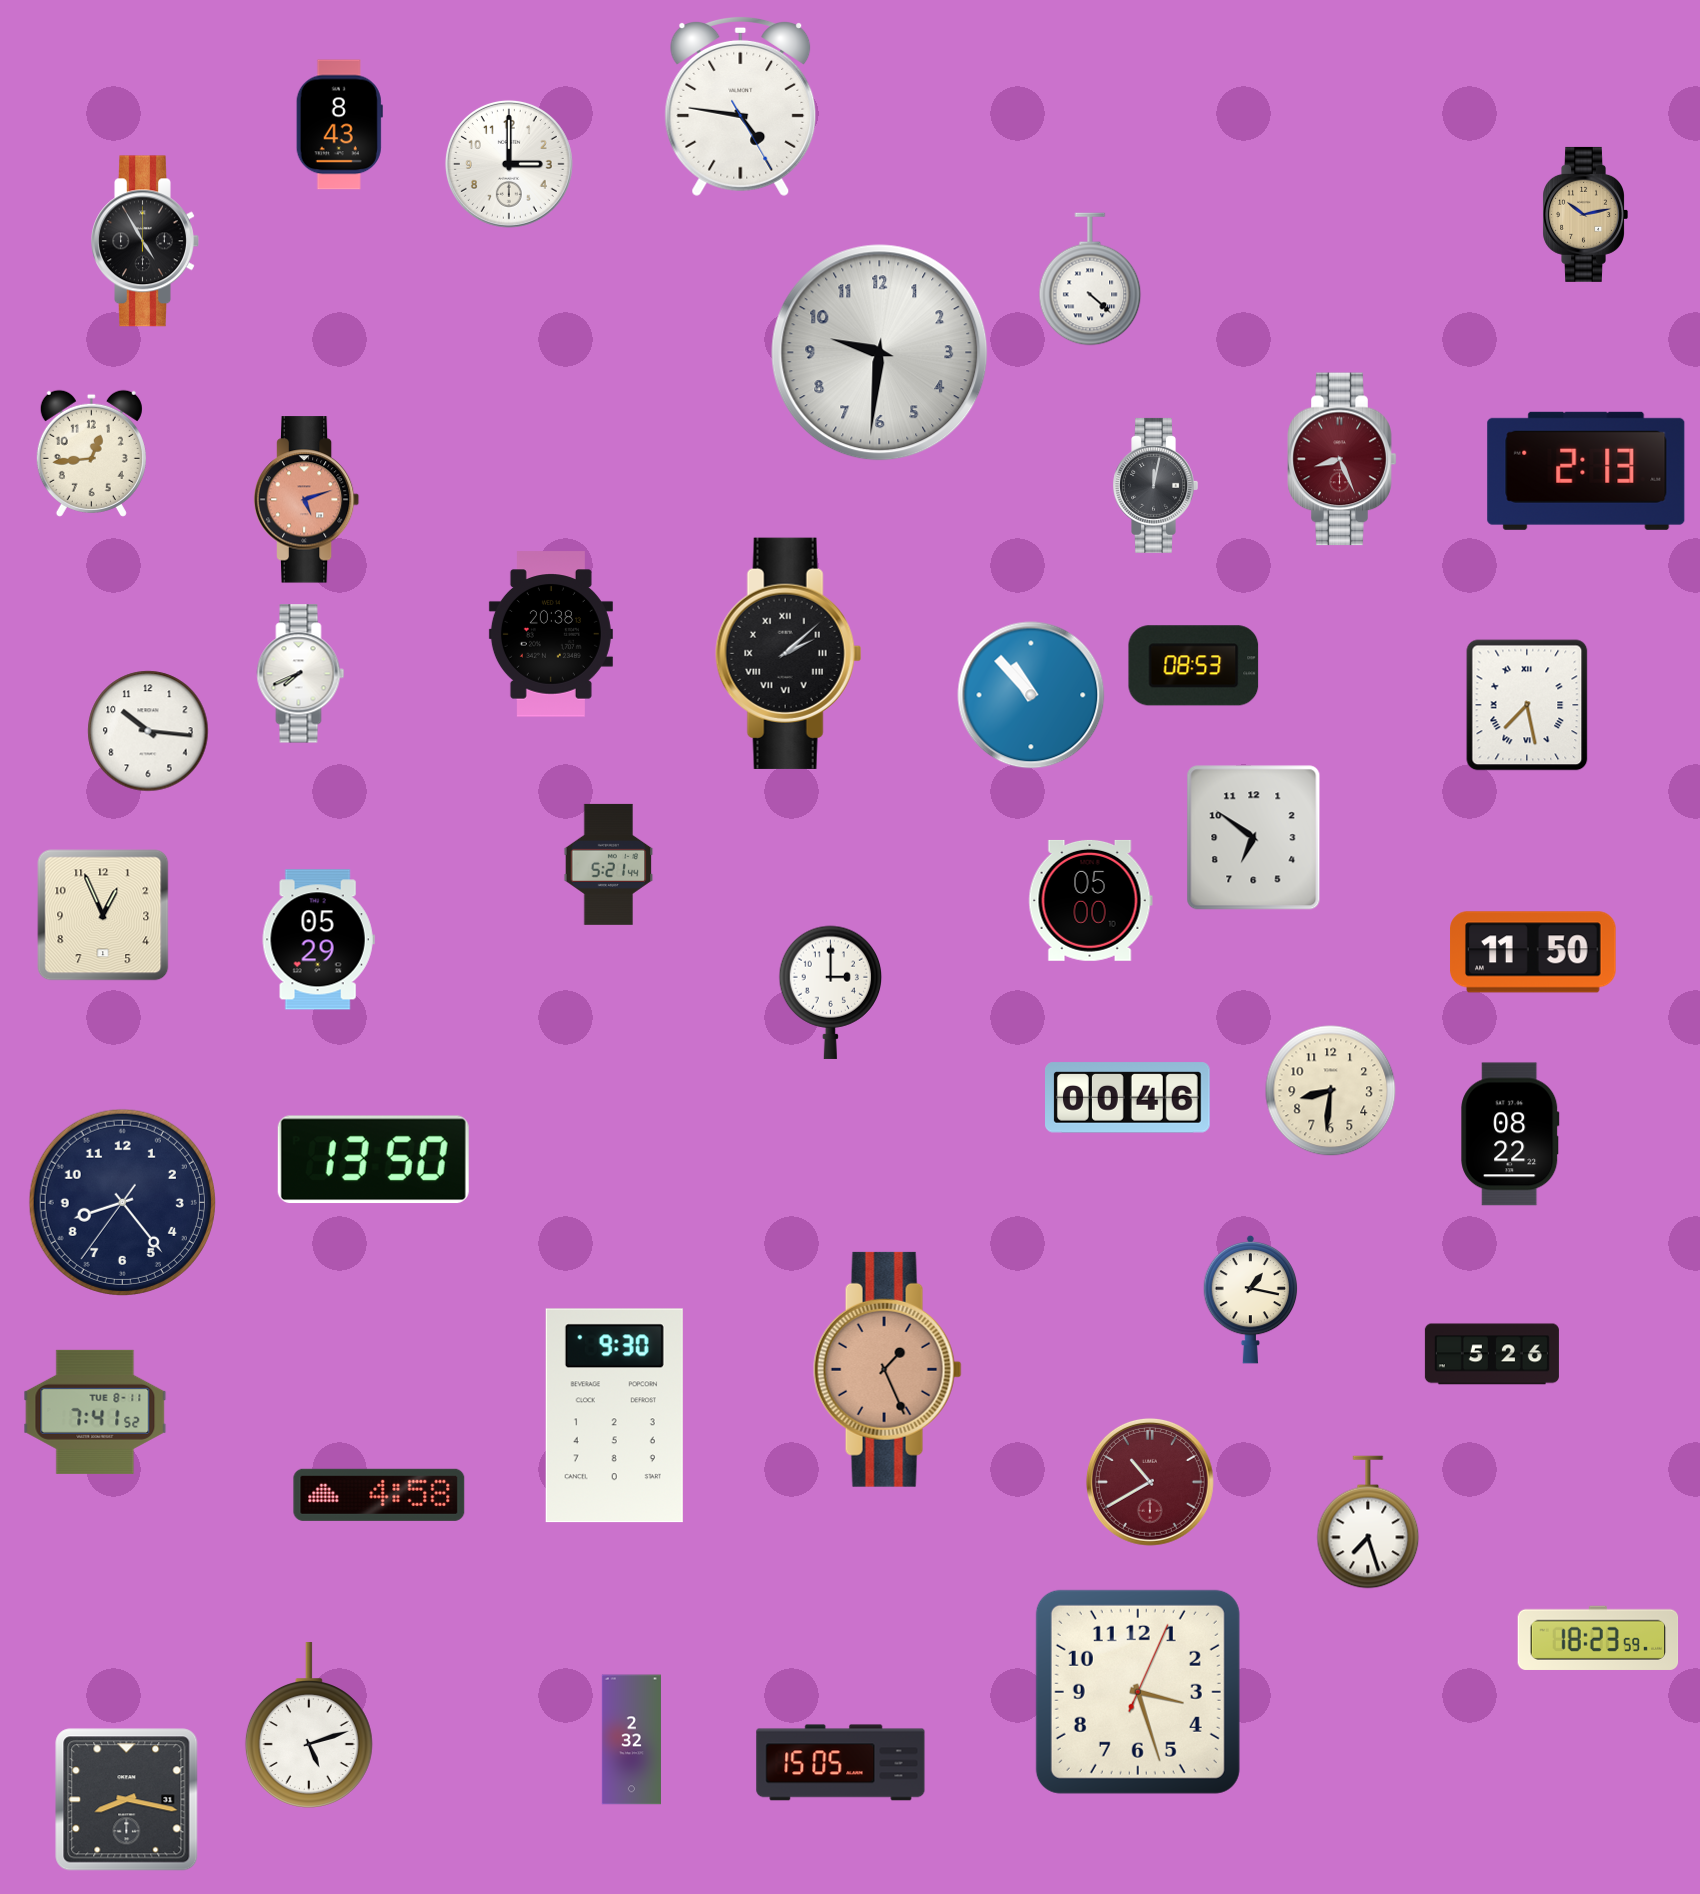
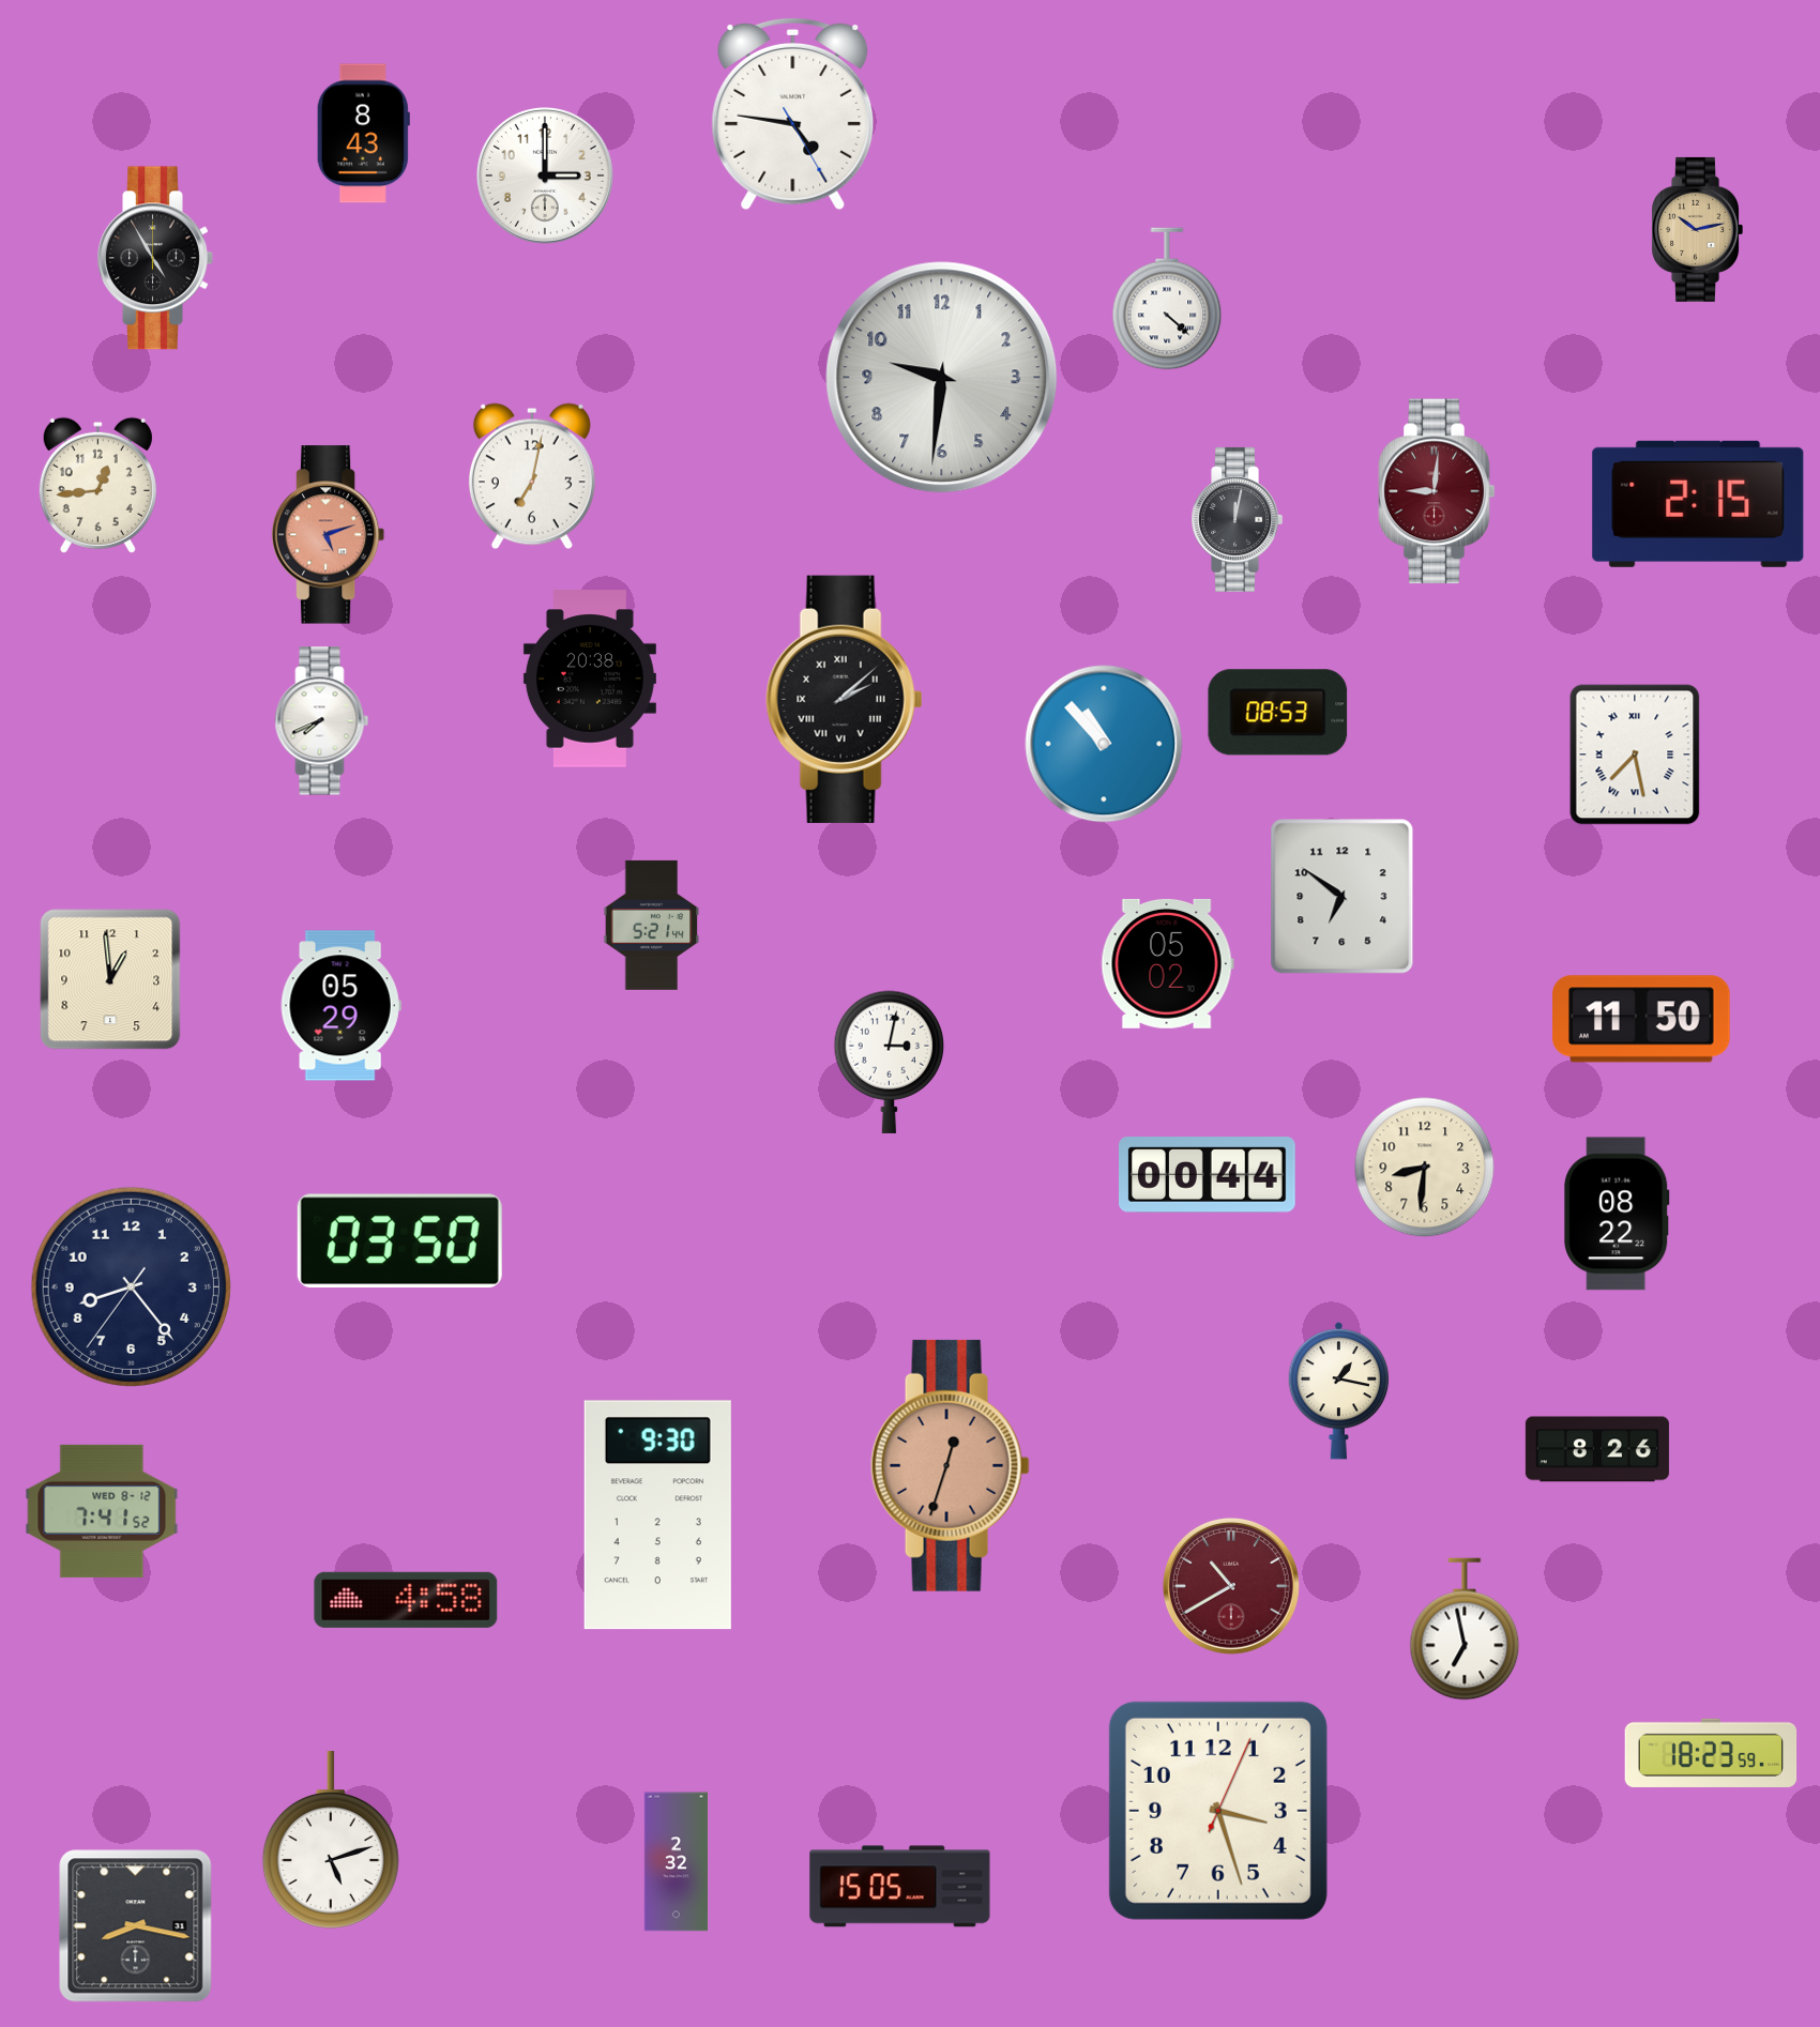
clock at (532, 476): none -> 7:02
clock at (1342, 459): 8:26 -> 9:01
clock at (1586, 471): 2:13 -> 2:15
clock at (148, 731): 10:16 -> none
clock at (1090, 900): 05:00 -> 05:02
clock at (103, 915): 12:56 -> 12:59
clock at (831, 992): 3:00 -> 3:02
clock at (1128, 1098): 00:46 -> 00:44
clock at (373, 1160): 13:50 -> 03:50
clock at (1492, 1354): 5:26 -> 8:26
clock at (887, 1369): 1:26 -> 12:33
clock at (95, 1412) date: TUE 8-11 -> WED 8-12
clock at (1368, 1522): 7:27 -> 6:58
clock at (309, 1725) position: (309, 1725) -> (331, 1840)
